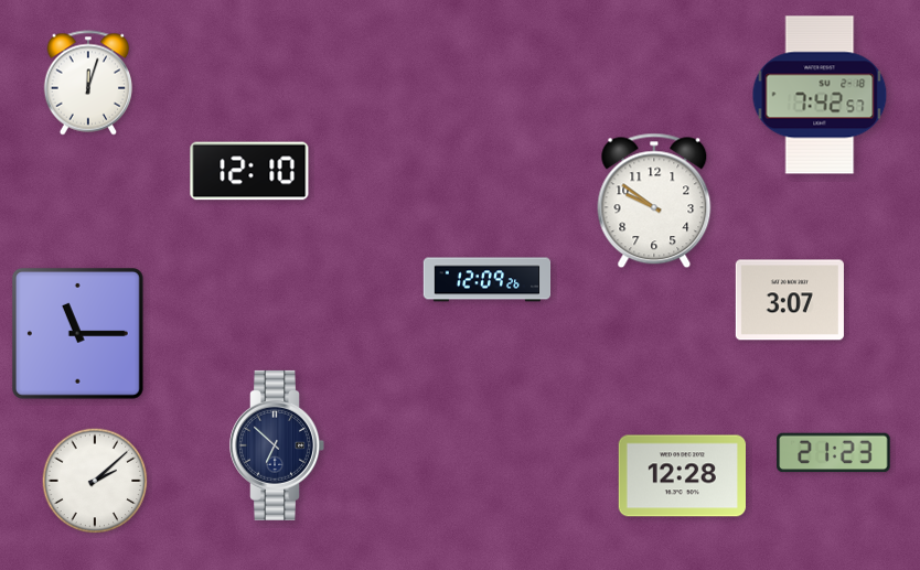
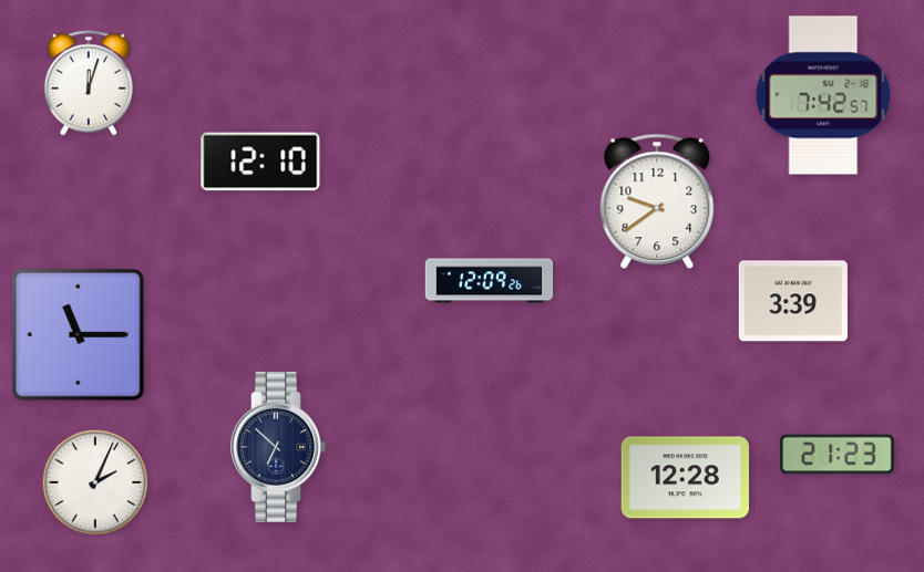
clock at (249, 171) position: (249, 171) -> (260, 162)
clock at (654, 201): 9:51 -> 9:39
clock at (790, 300): 3:07 -> 3:39
clock at (95, 481): 2:08 -> 2:04
